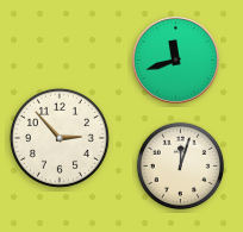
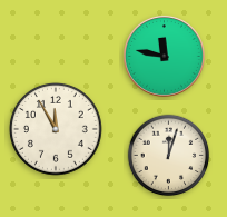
clock at (175, 59): 11:42 -> 11:47
clock at (60, 138): 2:53 -> 11:55
